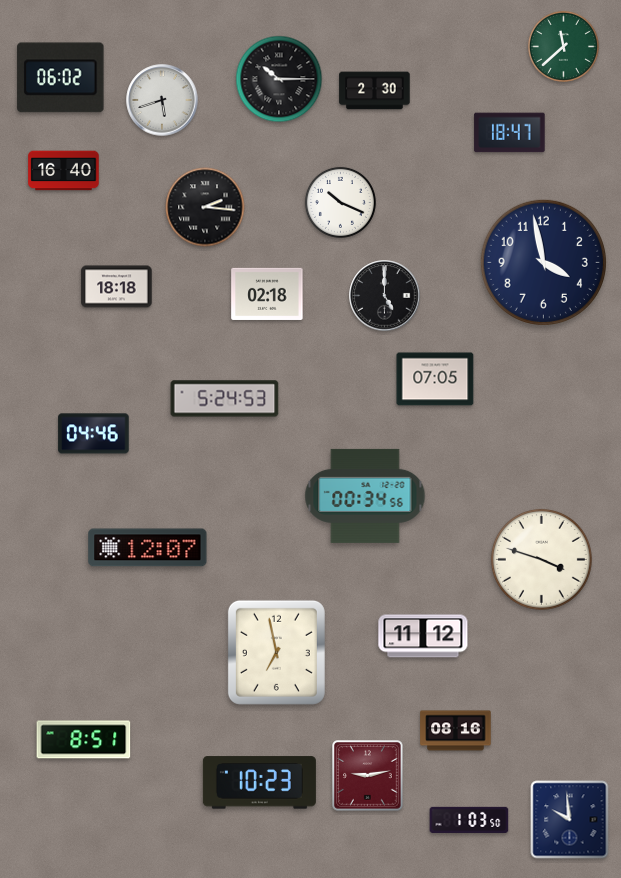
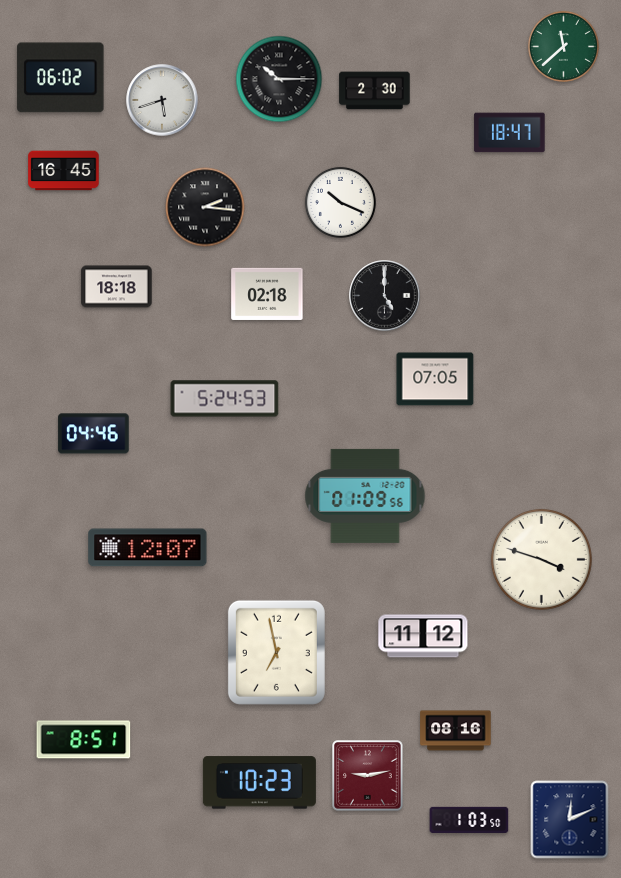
clock at (64, 171): 16:40 -> 16:45
clock at (543, 262): 3:58 -> none
clock at (365, 496): 00:34 -> 01:09
clock at (570, 820): 9:59 -> 12:11
